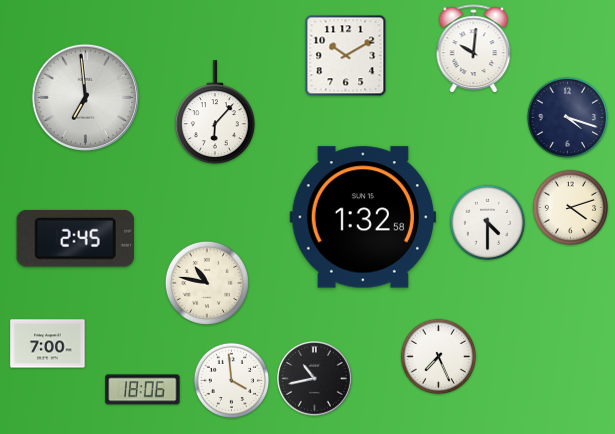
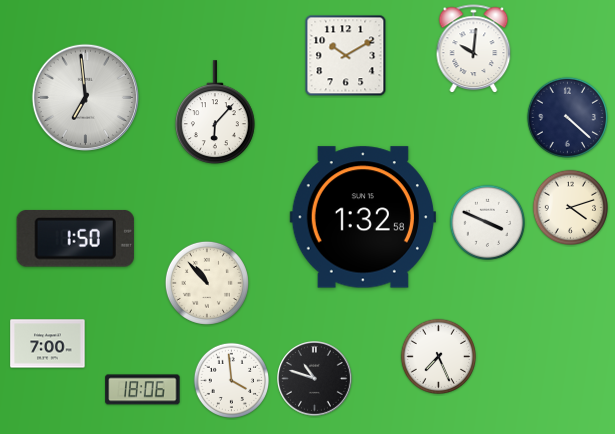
clock at (567, 117): 4:18 -> 4:22
clock at (487, 222): 4:30 -> 3:49
clock at (75, 238): 2:45 -> 1:50
clock at (207, 283): 10:47 -> 10:53
clock at (315, 379): 10:43 -> 10:48
